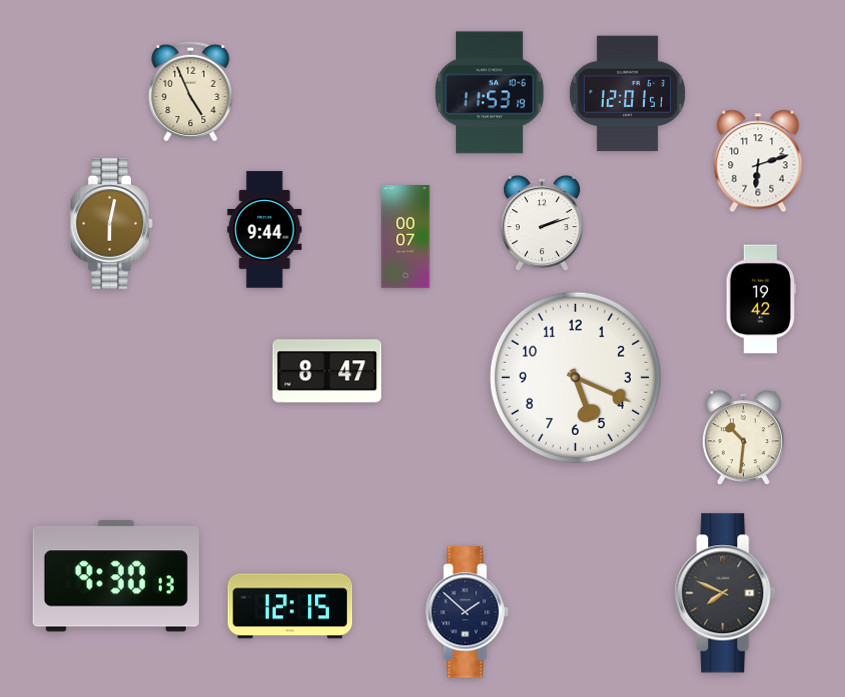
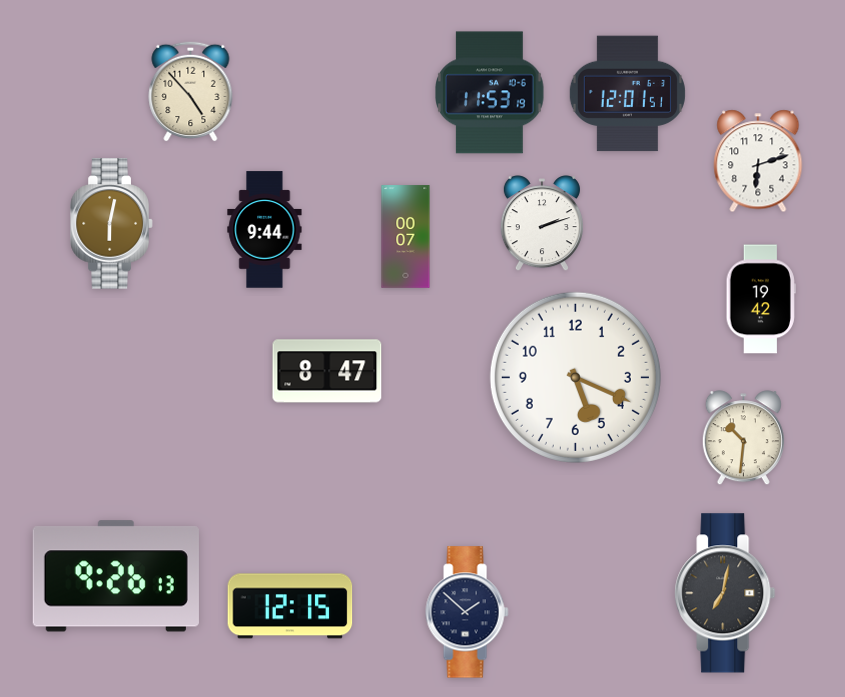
clock at (191, 91): 4:56 -> 4:53
clock at (116, 576): 9:30 -> 9:26
clock at (725, 593): 7:49 -> 7:02
